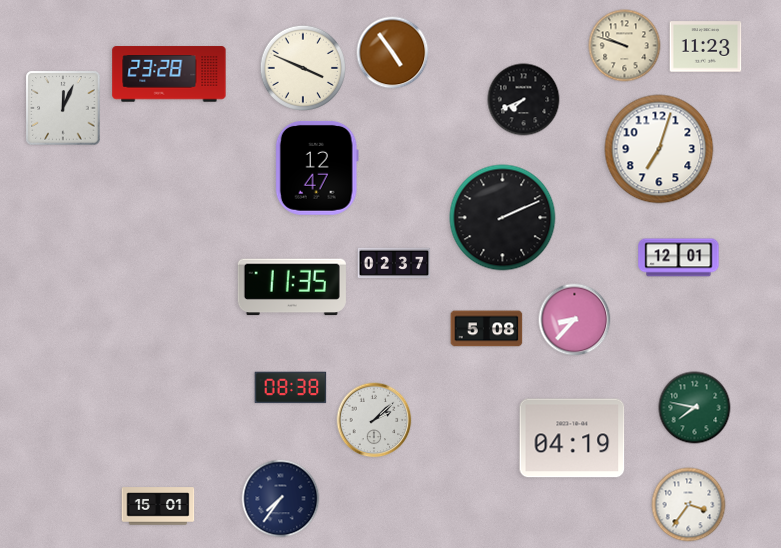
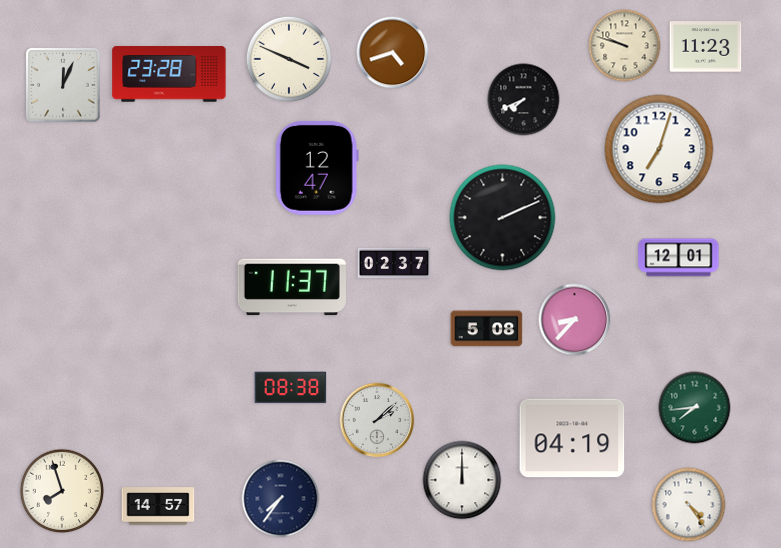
clock at (393, 53): 4:54 -> 4:42
clock at (302, 67) position: (302, 67) -> (288, 58)
clock at (63, 108) position: (63, 108) -> (63, 85)
clock at (292, 287): 11:35 -> 11:37
clock at (695, 408): 7:47 -> 7:44
clock at (374, 420) position: (374, 420) -> (377, 420)
clock at (462, 480): none -> 12:00
clock at (62, 491): none -> 7:57
clock at (689, 505): 3:36 -> 4:24
clock at (158, 506): 15:01 -> 14:57
